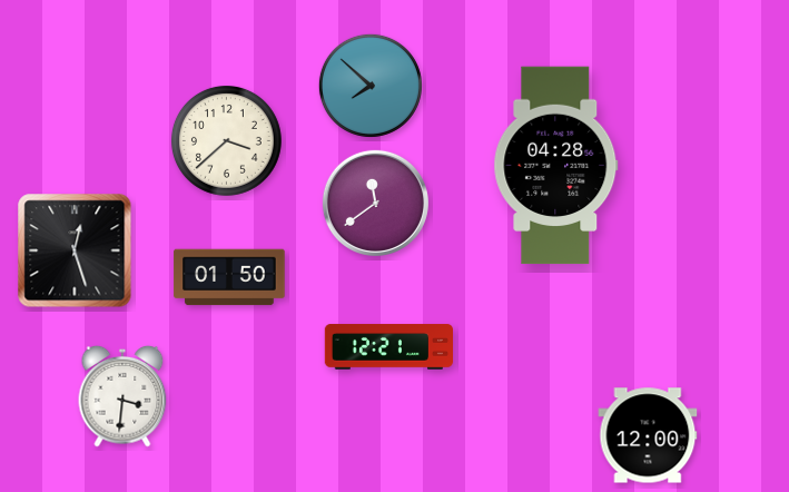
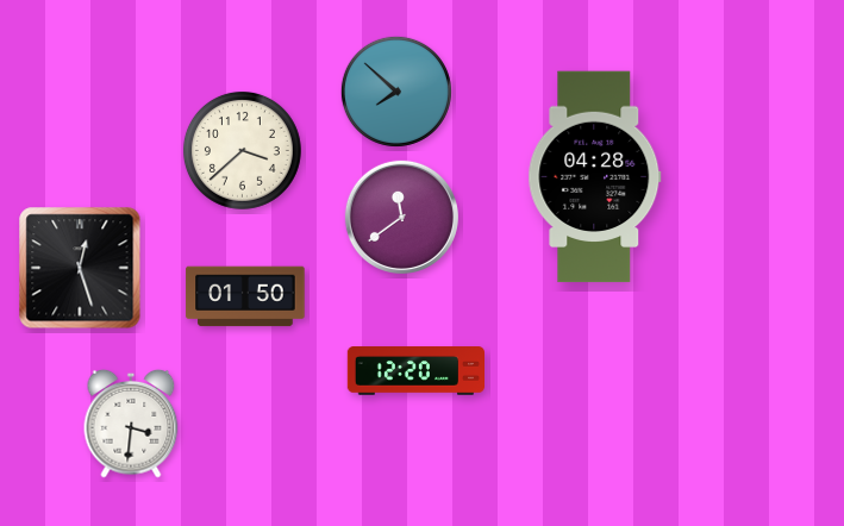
clock at (388, 347): 12:21 -> 12:20
clock at (648, 435): 12:00 -> none
